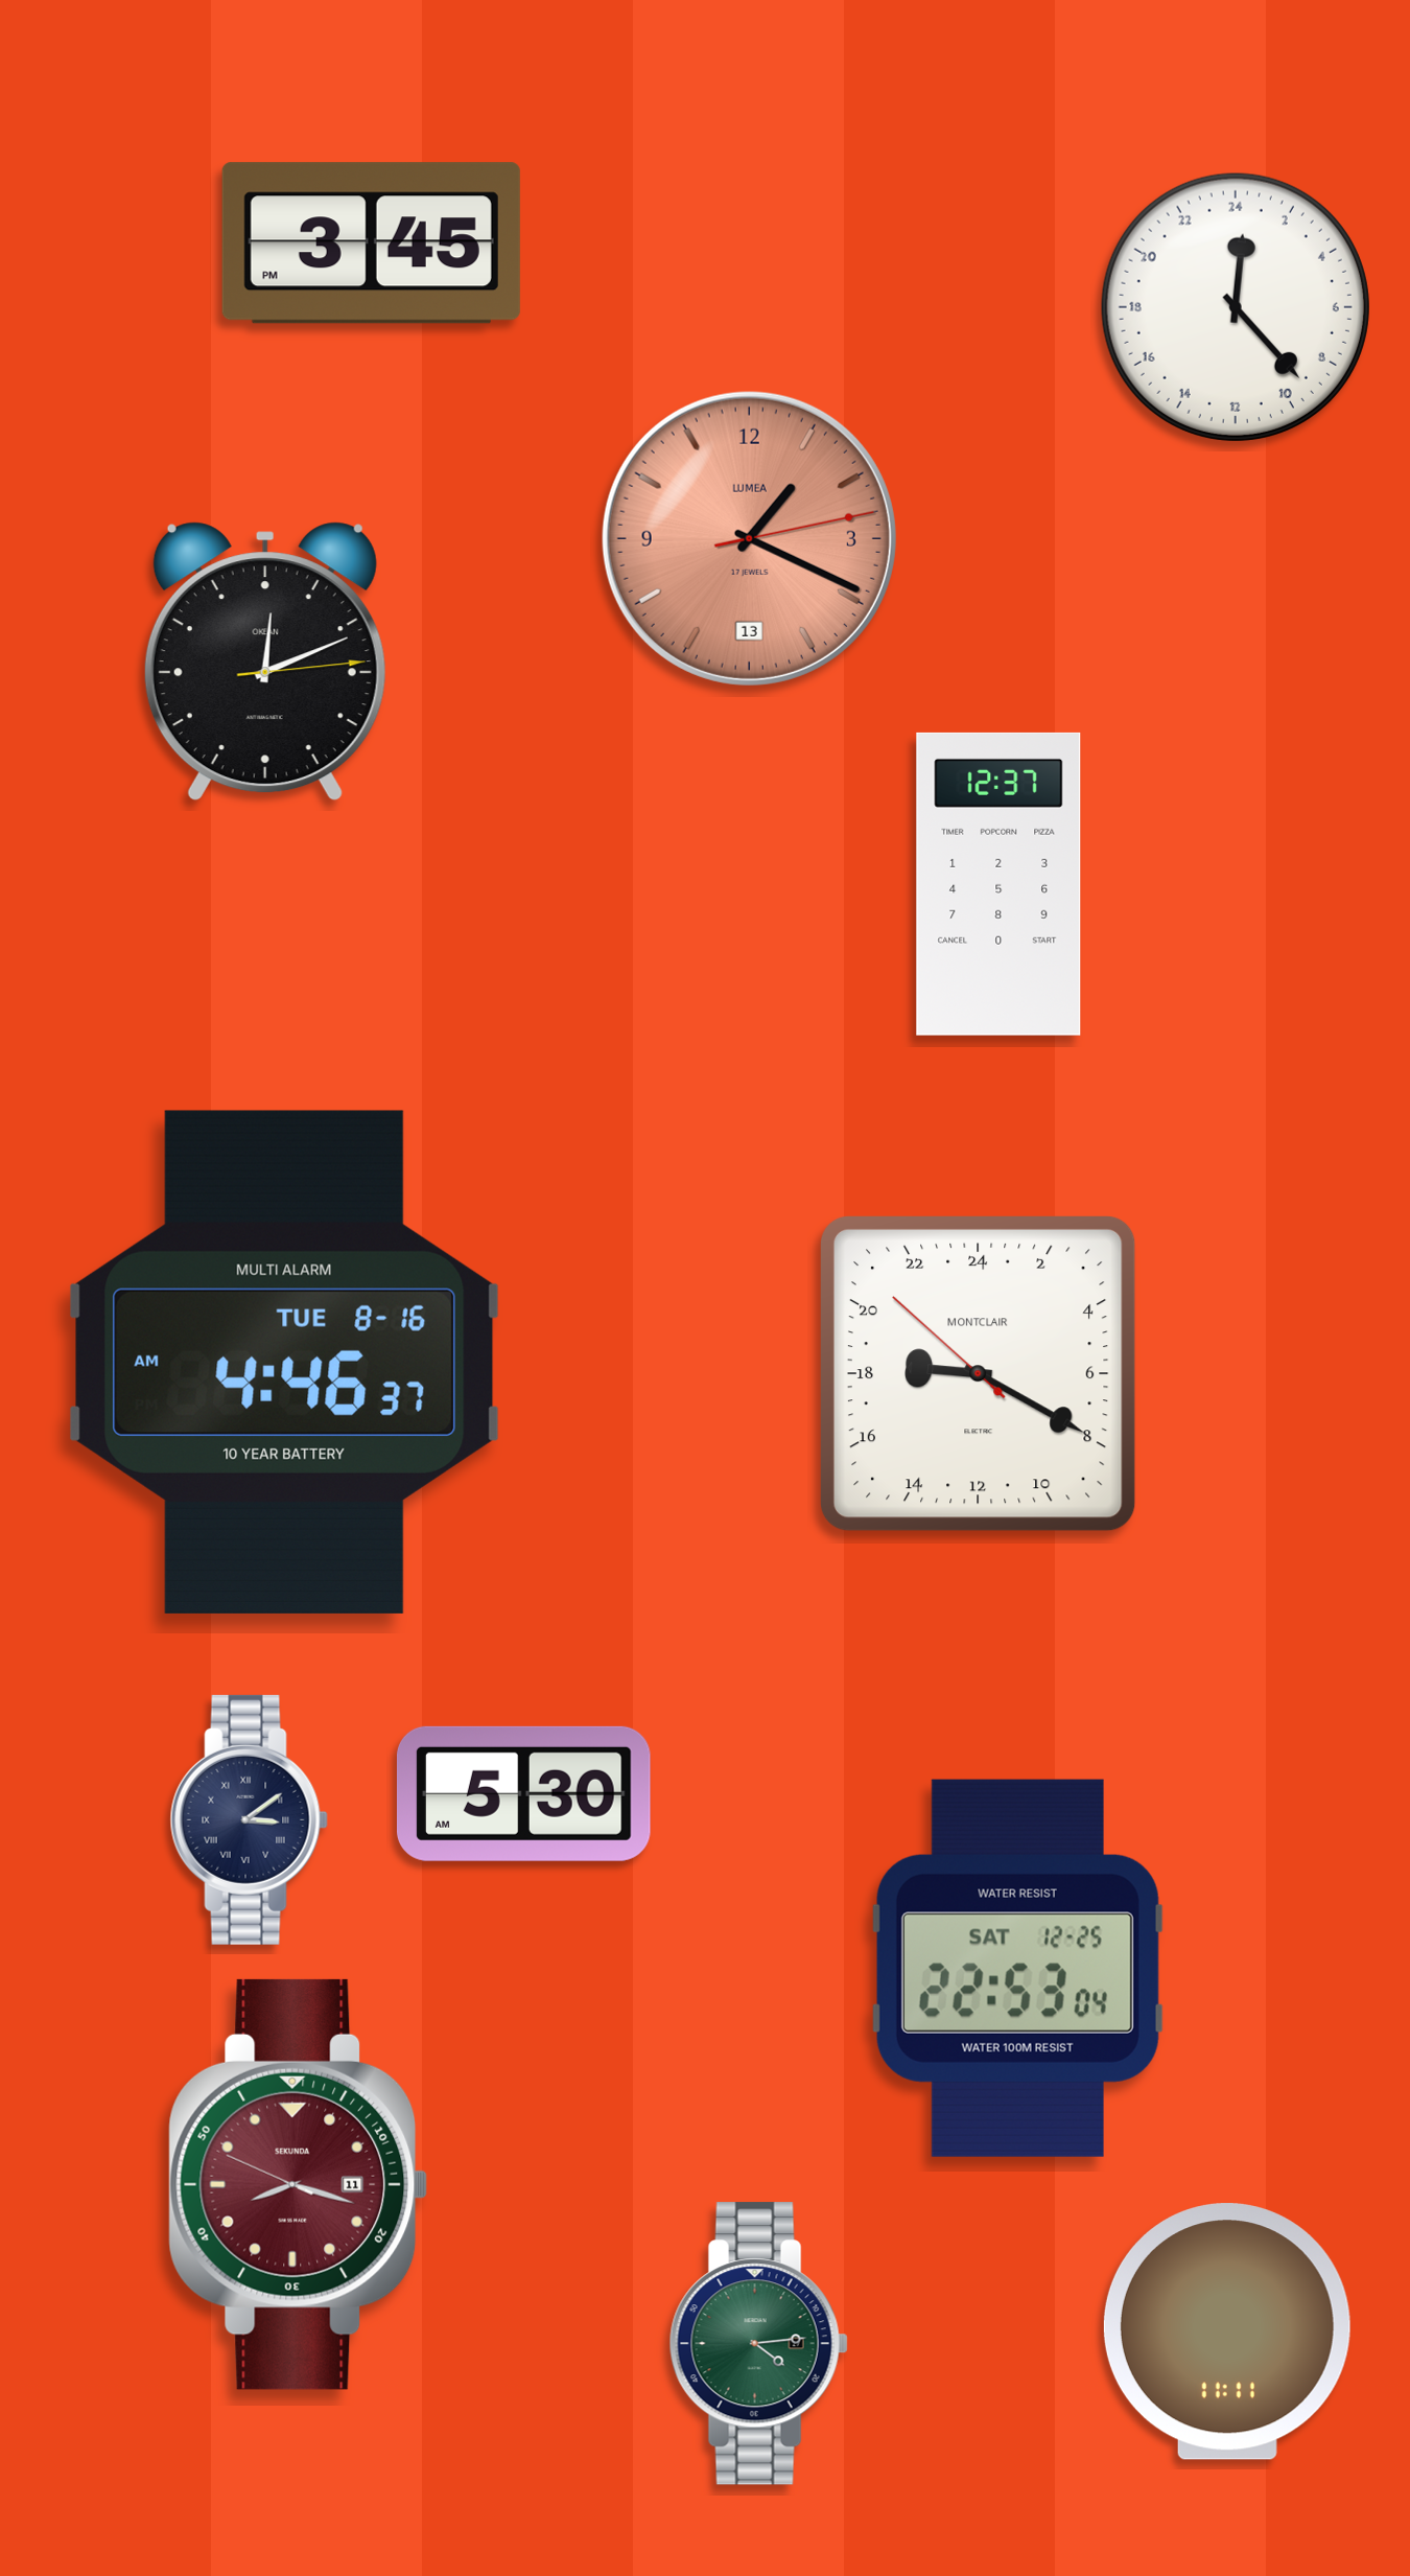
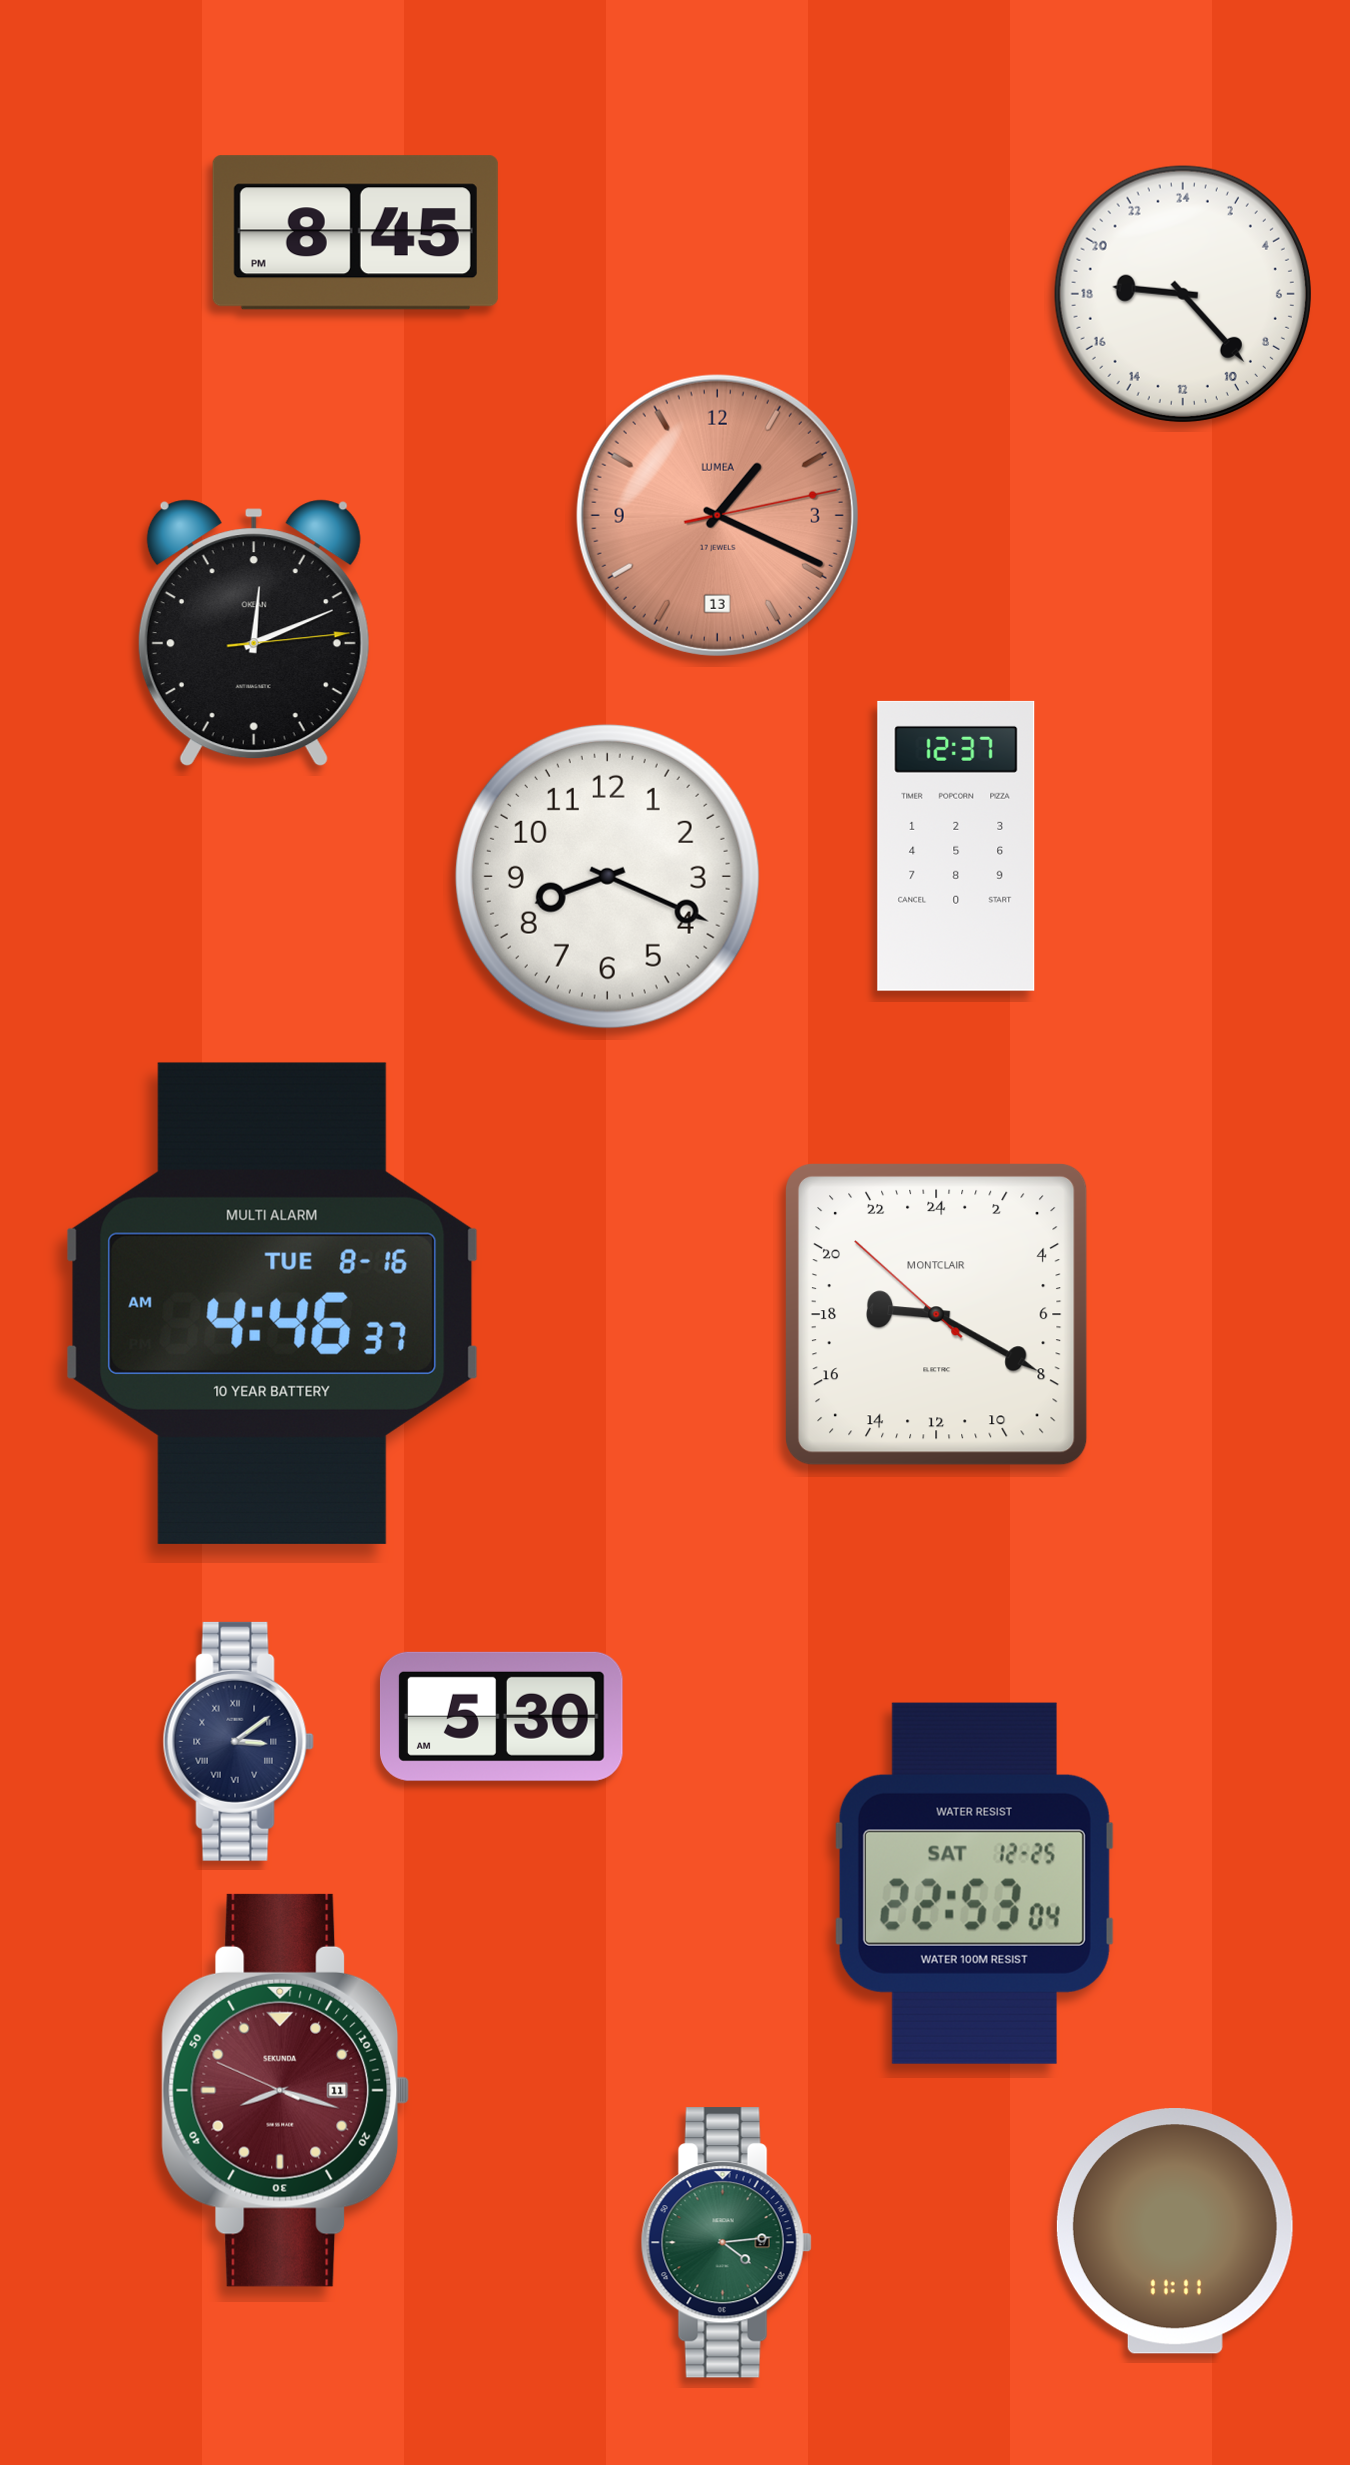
clock at (371, 243): 3:45 -> 8:45
clock at (1236, 307): 0:23 -> 18:23
clock at (607, 876): none -> 8:19
